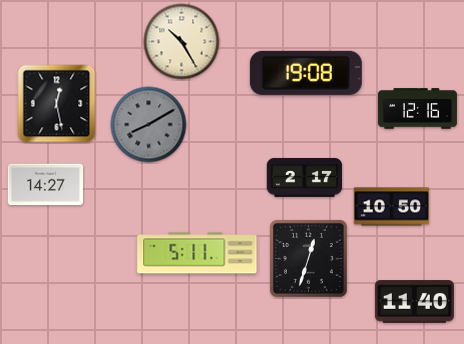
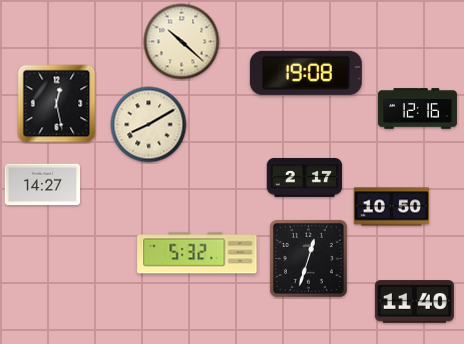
clock at (182, 42): 10:25 -> 10:22
clock at (149, 125) dial: grey -> cream
clock at (46, 185) position: (46, 185) -> (43, 185)
clock at (197, 253): 5:11 -> 5:32
